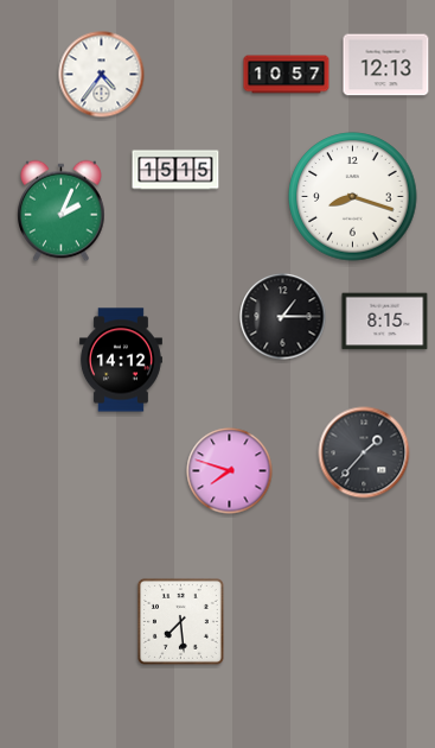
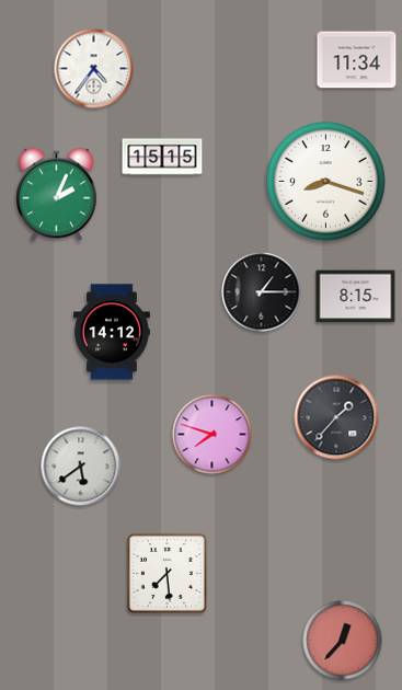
clock at (386, 65): 12:13 -> 11:34
clock at (287, 75): 10:57 -> none
clock at (81, 467): none -> 5:39
clock at (343, 641): none -> 12:37
